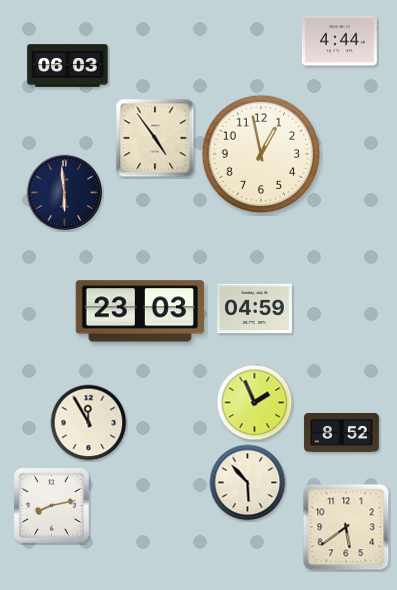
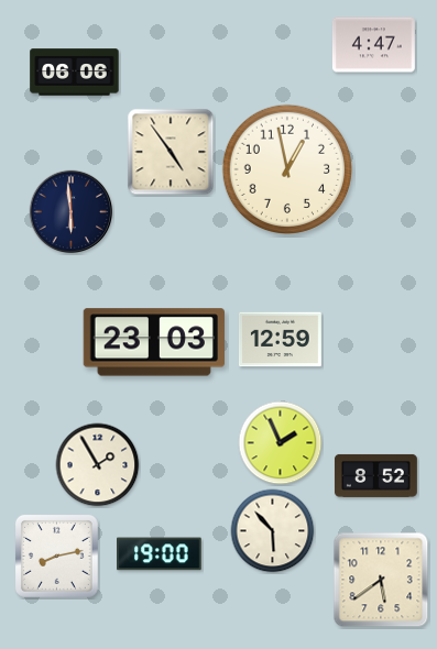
clock at (339, 41): 4:44 -> 4:47
clock at (68, 66): 06:03 -> 06:06
clock at (254, 309): 04:59 -> 12:59
clock at (89, 423): 11:55 -> 1:55
clock at (160, 554): none -> 19:00
